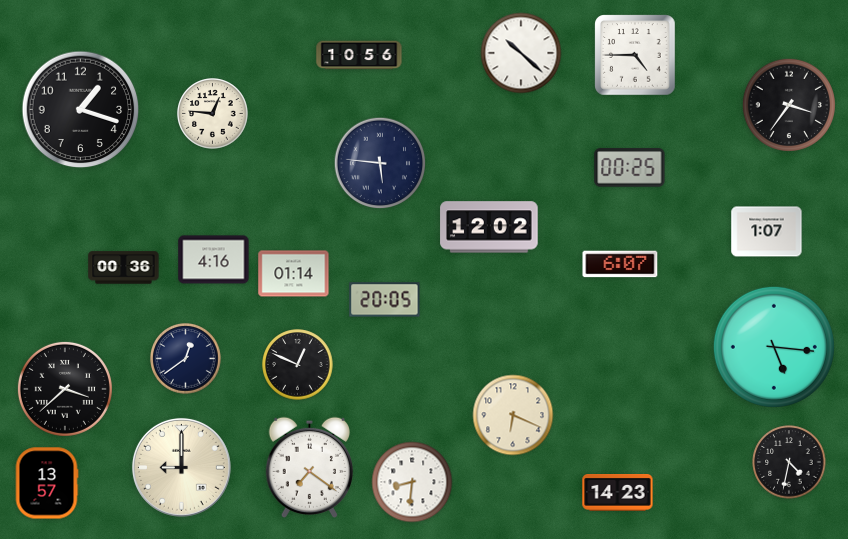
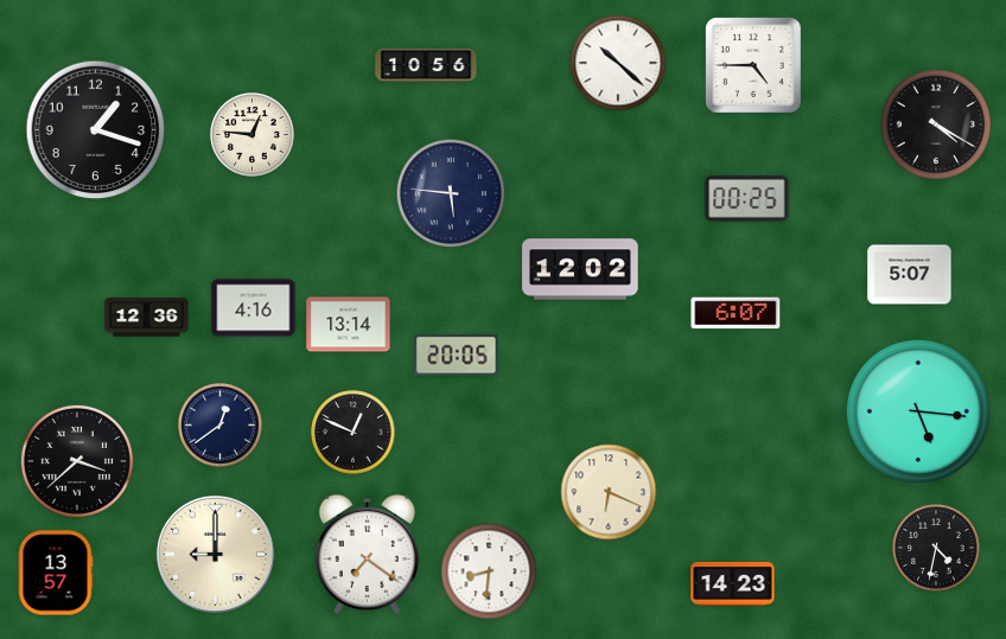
clock at (789, 105): 3:36 -> 4:20
clock at (767, 232): 1:07 -> 5:07
clock at (124, 268): 00:36 -> 12:36
clock at (294, 274): 01:14 -> 13:14
